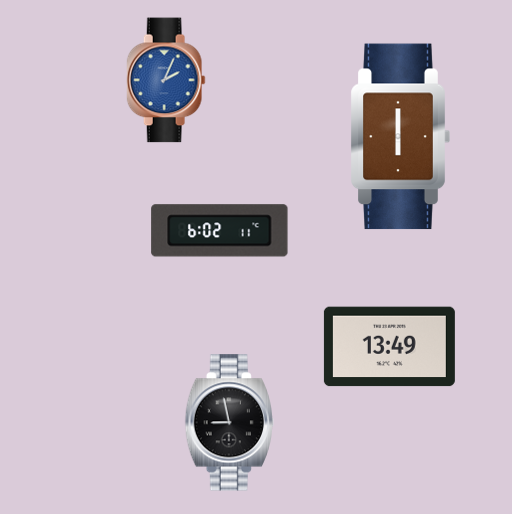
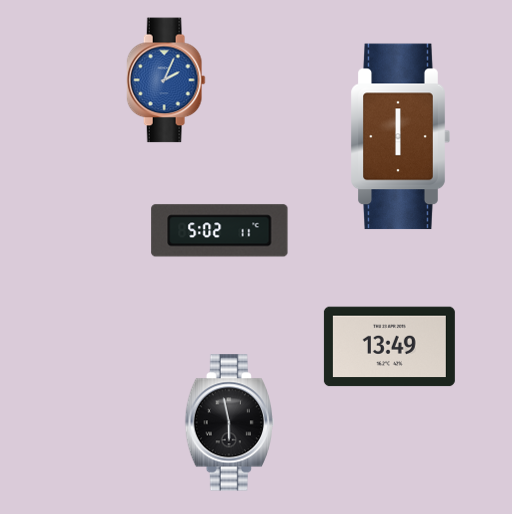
clock at (220, 231): 6:02 -> 5:02
clock at (229, 423): 8:58 -> 5:58
